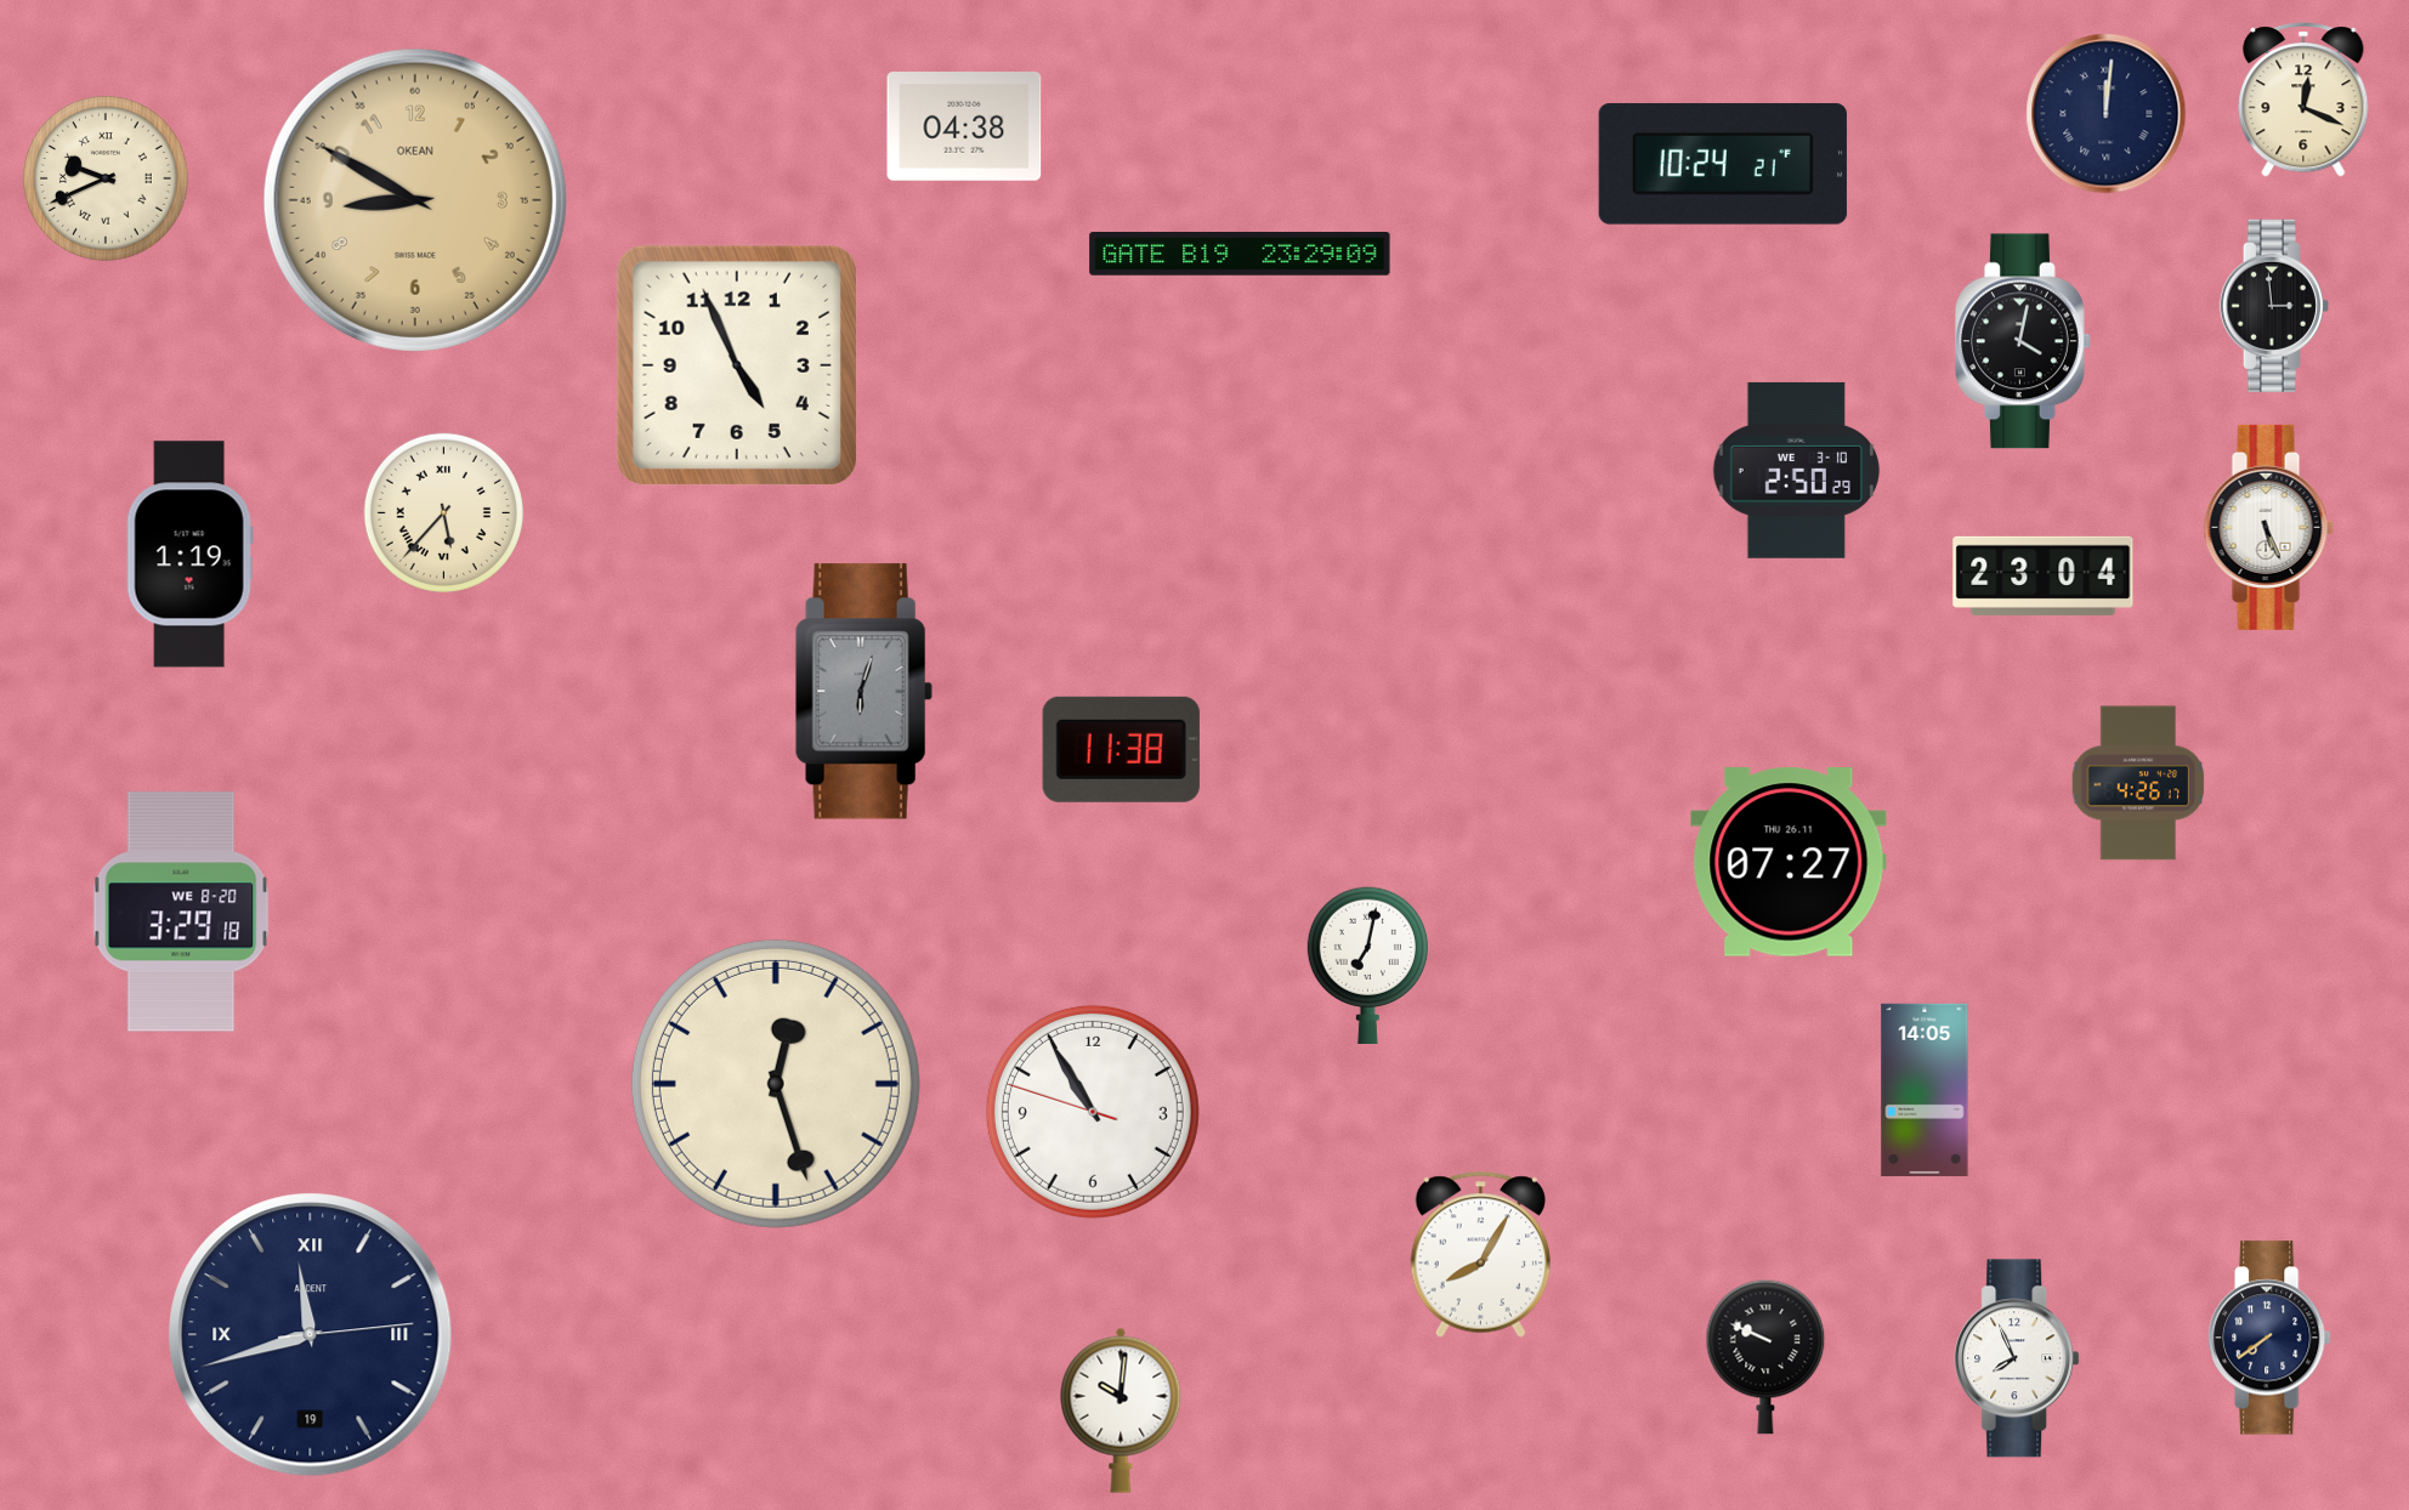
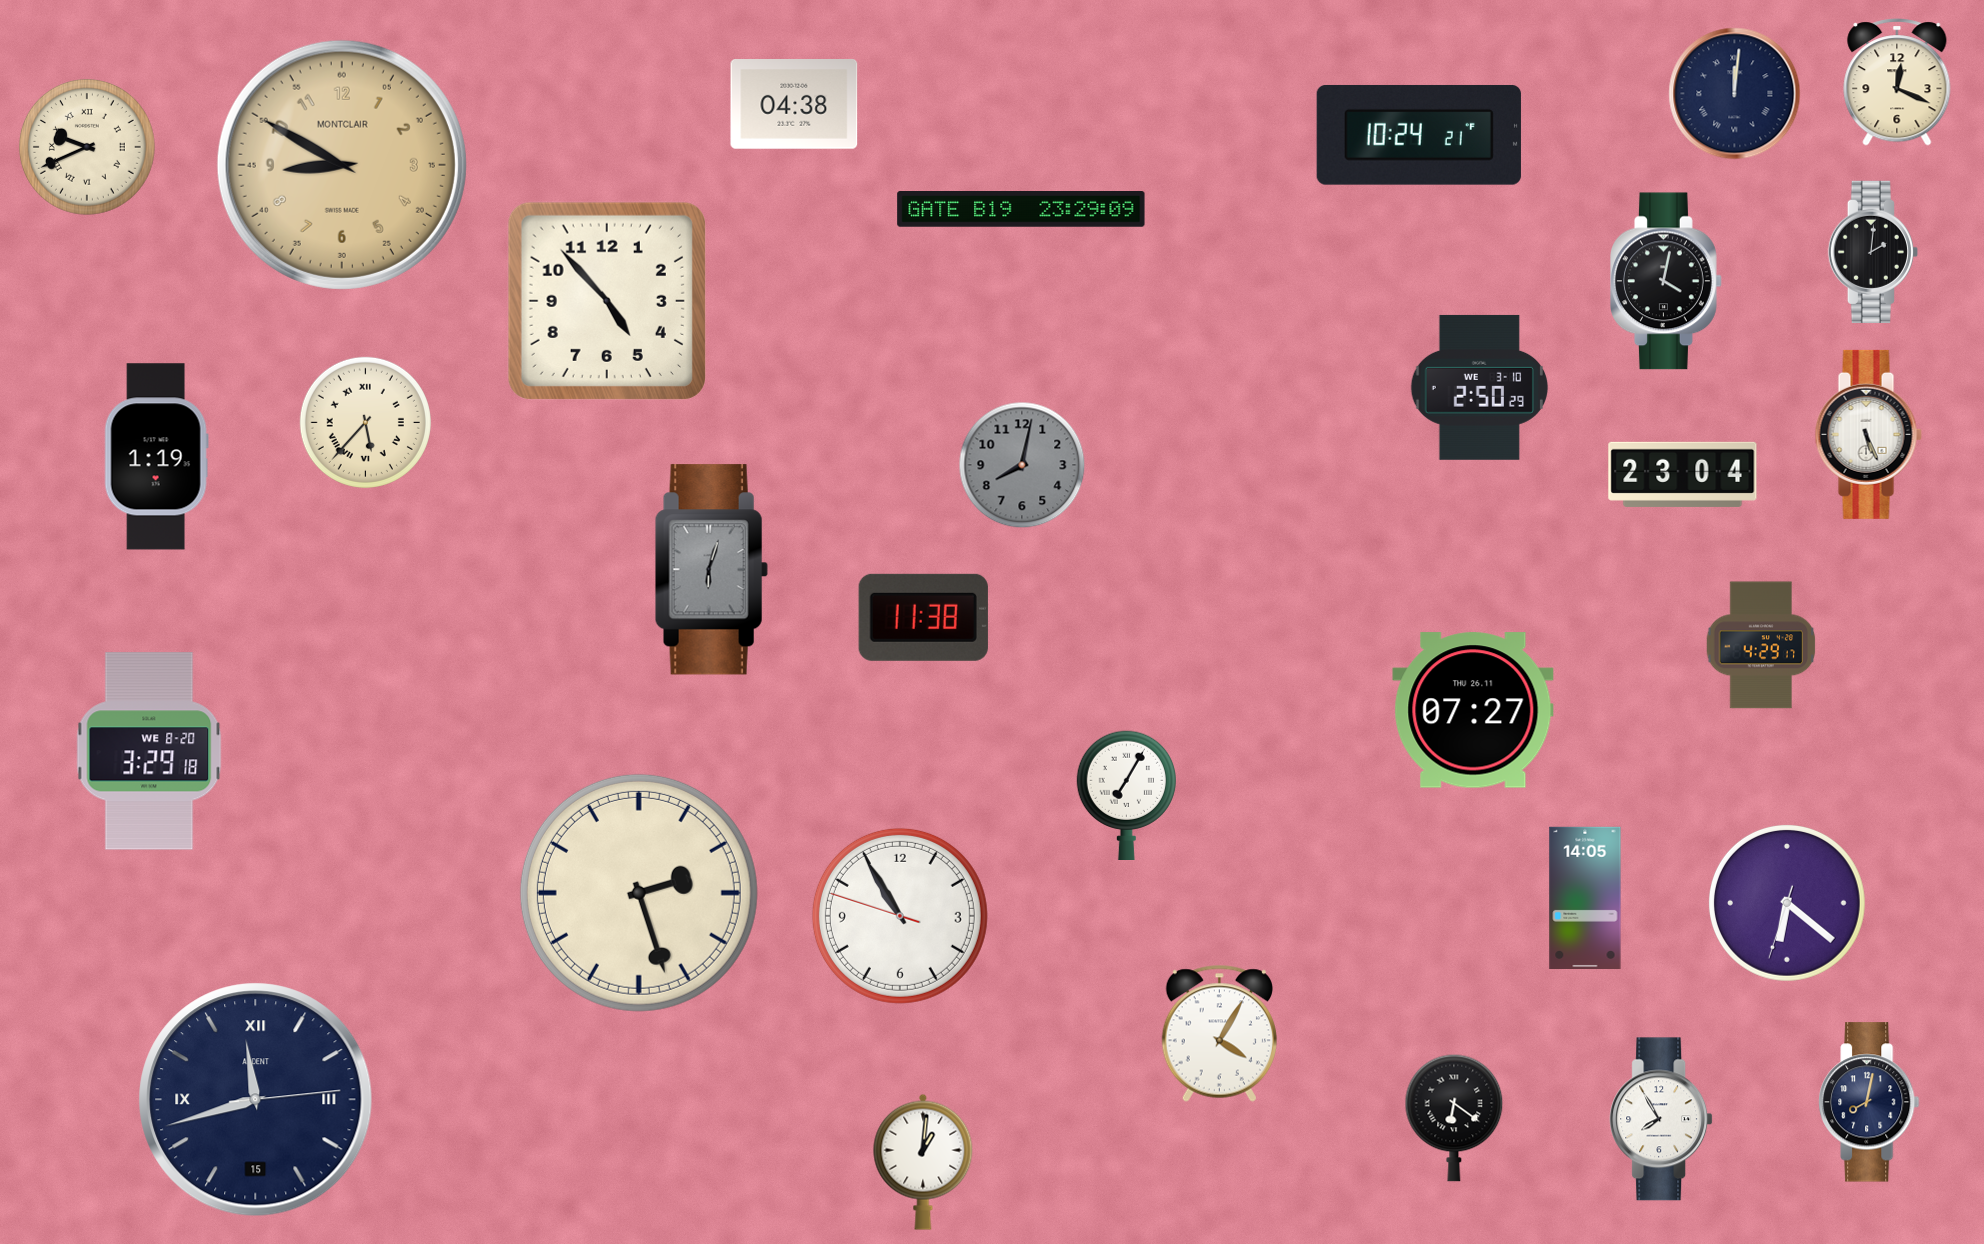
clock at (415, 200) brand: OKEAN -> MONTCLAIR
clock at (2273, 306): 2:59 -> 2:01
clock at (737, 365): 4:56 -> 4:53
clock at (1022, 465): none -> 8:02
clock at (2138, 783): 4:26 -> 4:29
clock at (1367, 965): 7:02 -> 7:05
clock at (776, 1084): 12:27 -> 2:27
clock at (1787, 903): none -> 6:21
clock at (1480, 1254): 8:05 -> 4:05
clock at (311, 1335) date: 19 -> 15
clock at (2269, 1338): 7:39 -> 8:02
clock at (1765, 1357): 9:49 -> 6:21
clock at (2017, 1358): 7:56 -> 7:55
clock at (1121, 1410): 10:01 -> 1:01
